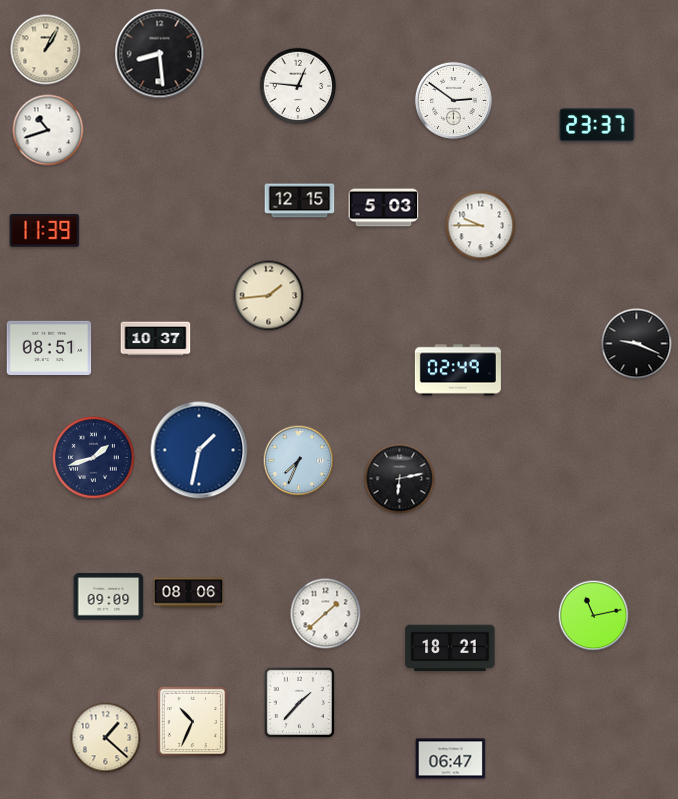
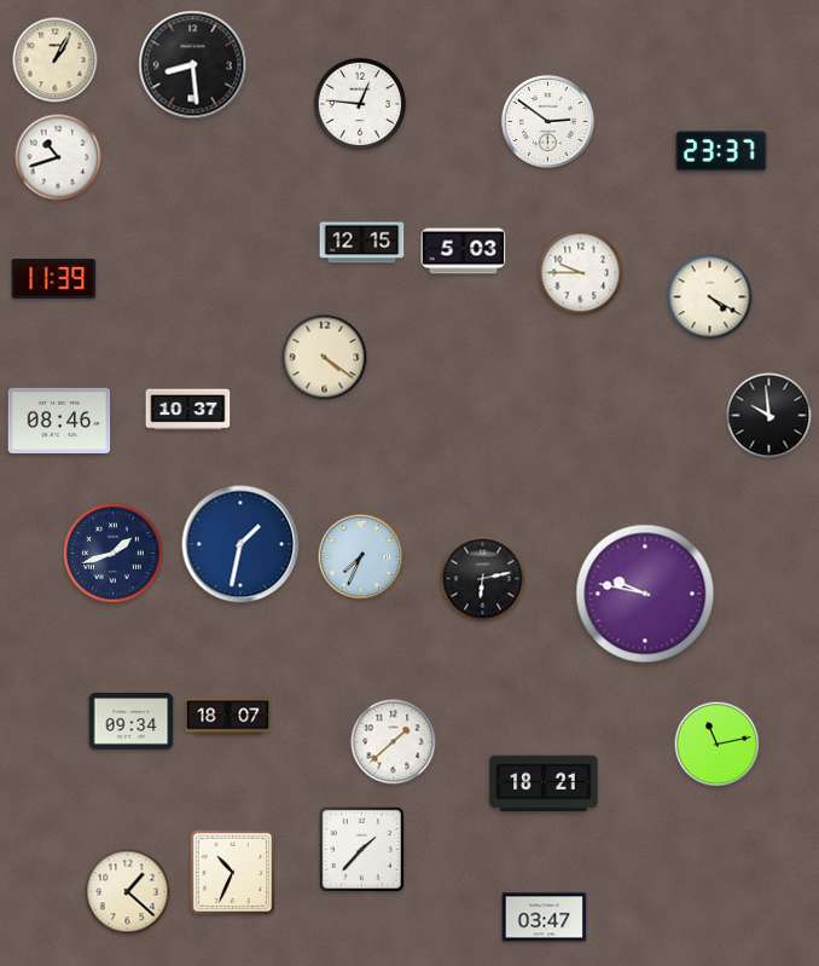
clock at (710, 297): none -> 4:20
clock at (269, 296): 1:44 -> 4:21
clock at (637, 344): 9:19 -> 9:59
clock at (49, 348): 08:51 -> 08:46
clock at (458, 370): 02:49 -> none
clock at (645, 594): none -> 9:47
clock at (189, 593): 08:06 -> 18:07
clock at (109, 597): 09:09 -> 09:34
clock at (451, 759): 06:47 -> 03:47
